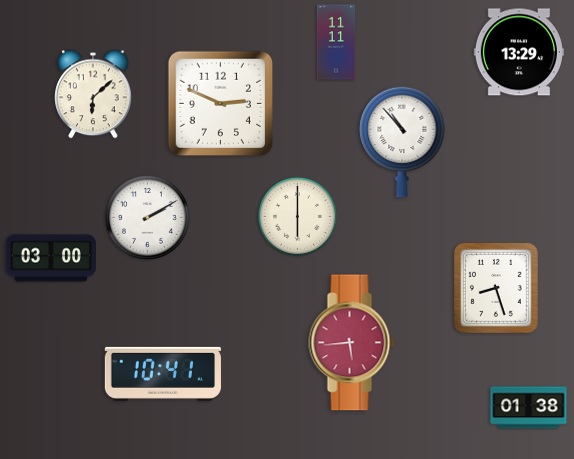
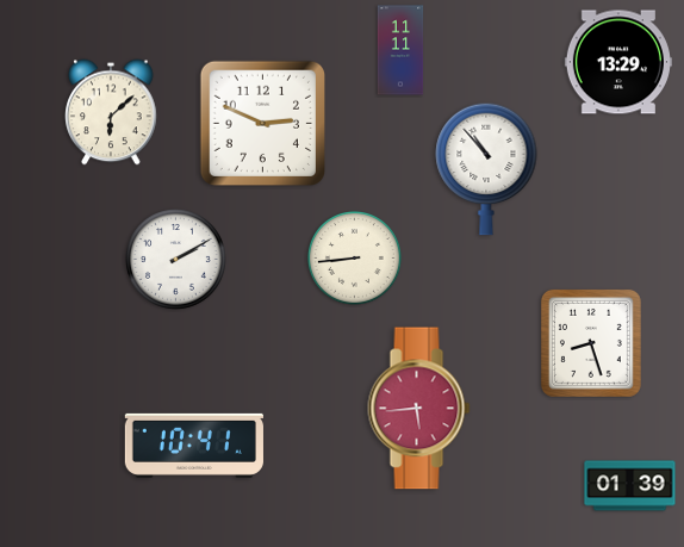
clock at (402, 142) position: (402, 142) -> (486, 169)
clock at (297, 216): 6:00 -> 8:44
clock at (51, 258): 03:00 -> none
clock at (529, 408): 01:38 -> 01:39
